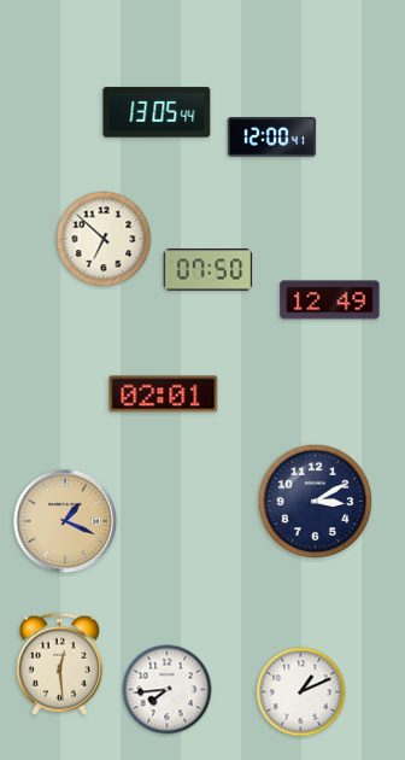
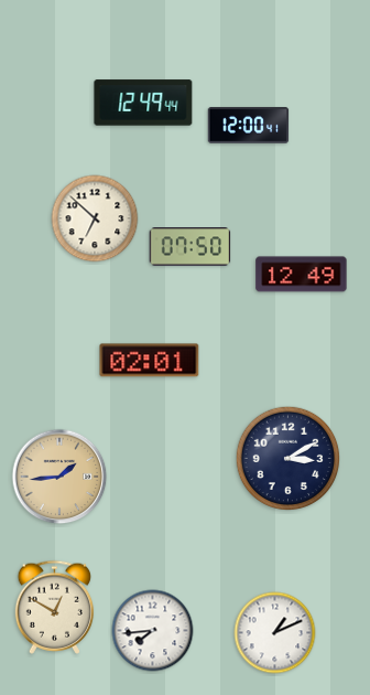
clock at (157, 112): 13:05 -> 12:49
clock at (65, 521): 1:19 -> 1:44
clock at (60, 663): 12:29 -> 12:50
